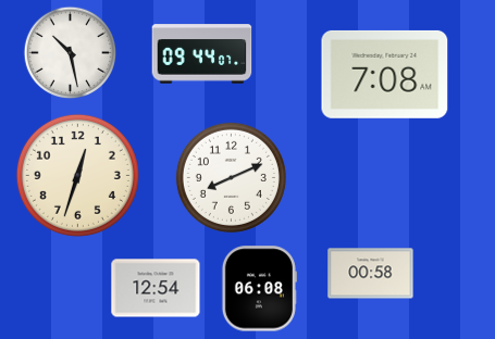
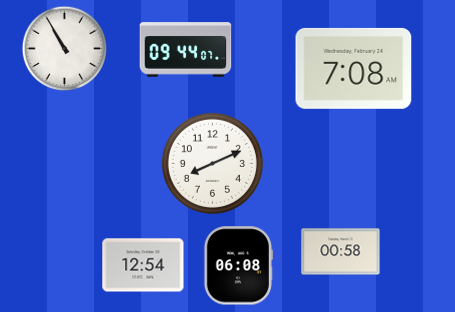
clock at (71, 53): 10:28 -> 10:55
clock at (77, 175): 12:33 -> none
